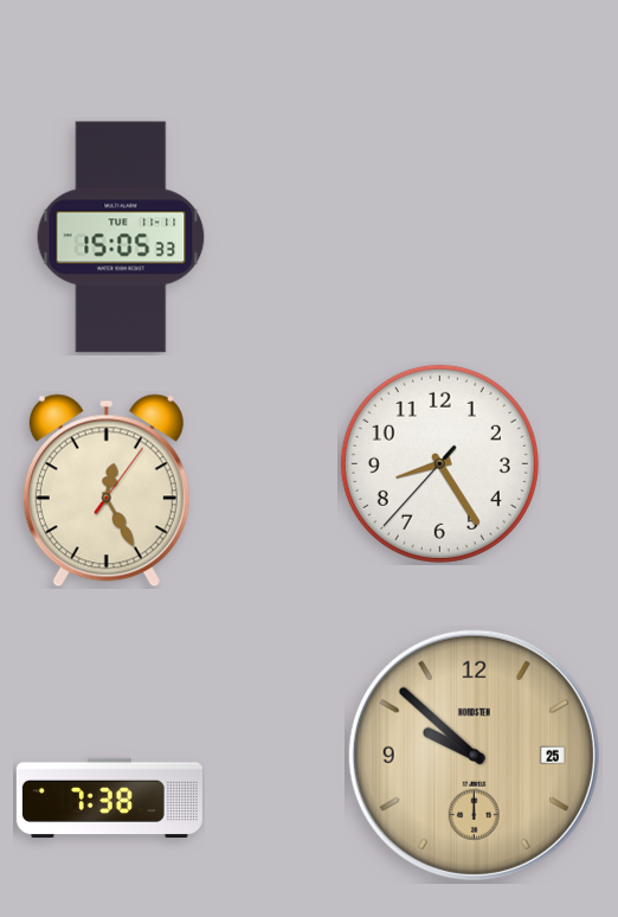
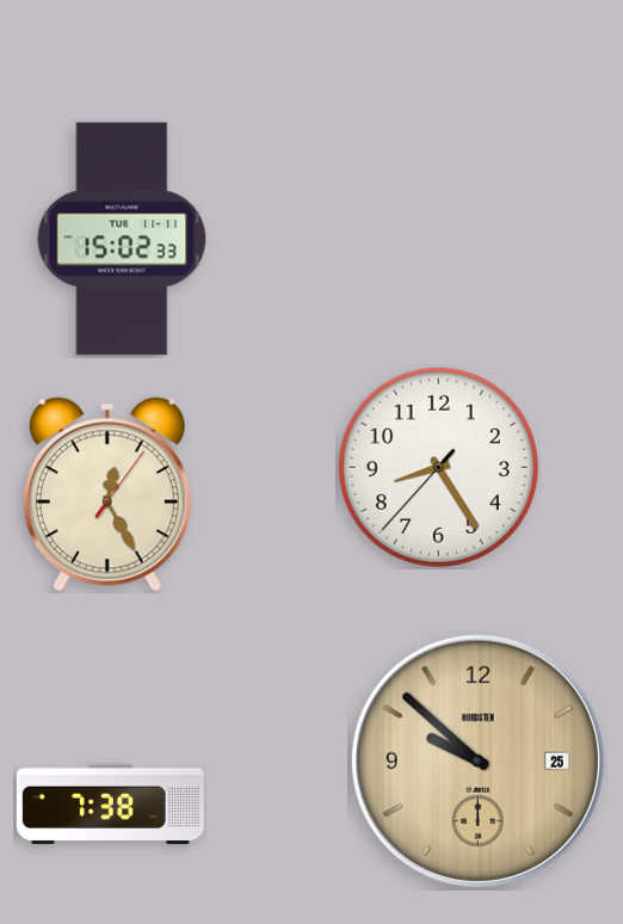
clock at (121, 237): 15:05 -> 15:02
clock at (439, 463) position: (439, 463) -> (438, 467)
